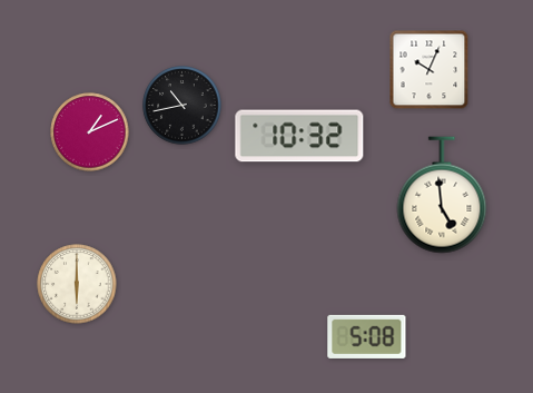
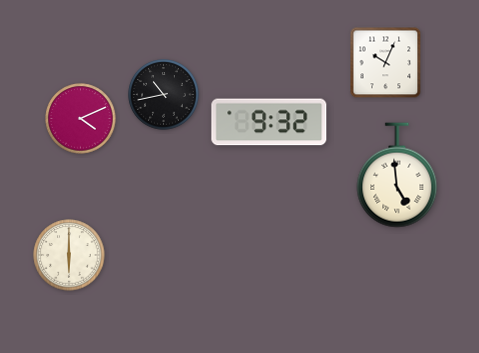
clock at (90, 132): 1:11 -> 4:11
clock at (299, 136): 10:32 -> 9:32
clock at (367, 336): 5:08 -> none
